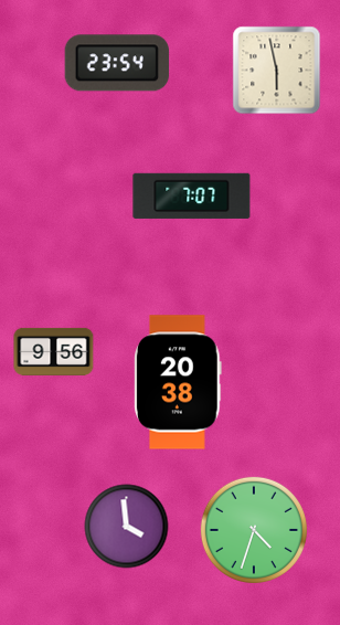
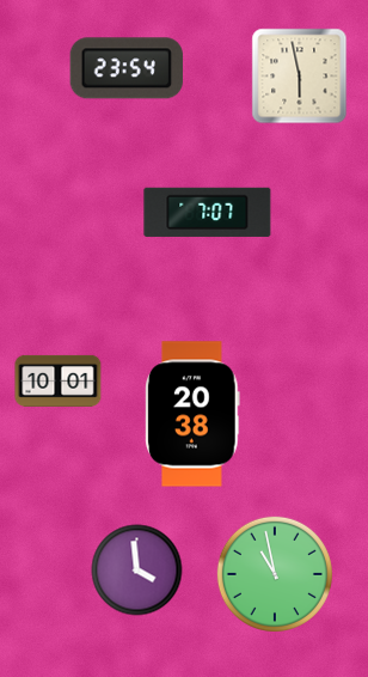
clock at (54, 351): 9:56 -> 10:01
clock at (254, 530): 4:33 -> 10:58
